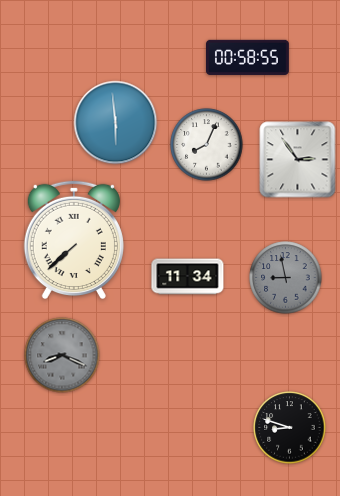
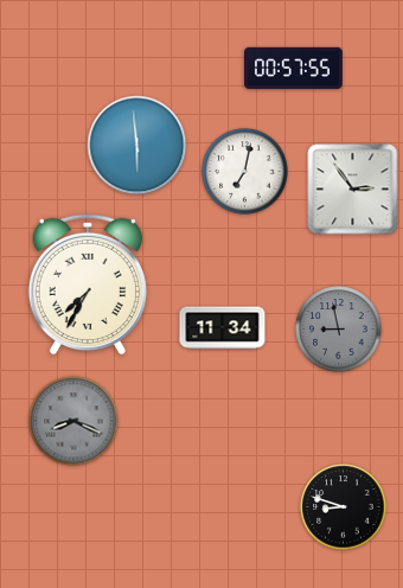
clock at (248, 57): 00:58 -> 00:57
clock at (207, 145): 8:04 -> 7:02
clock at (74, 240): 7:38 -> 7:35
